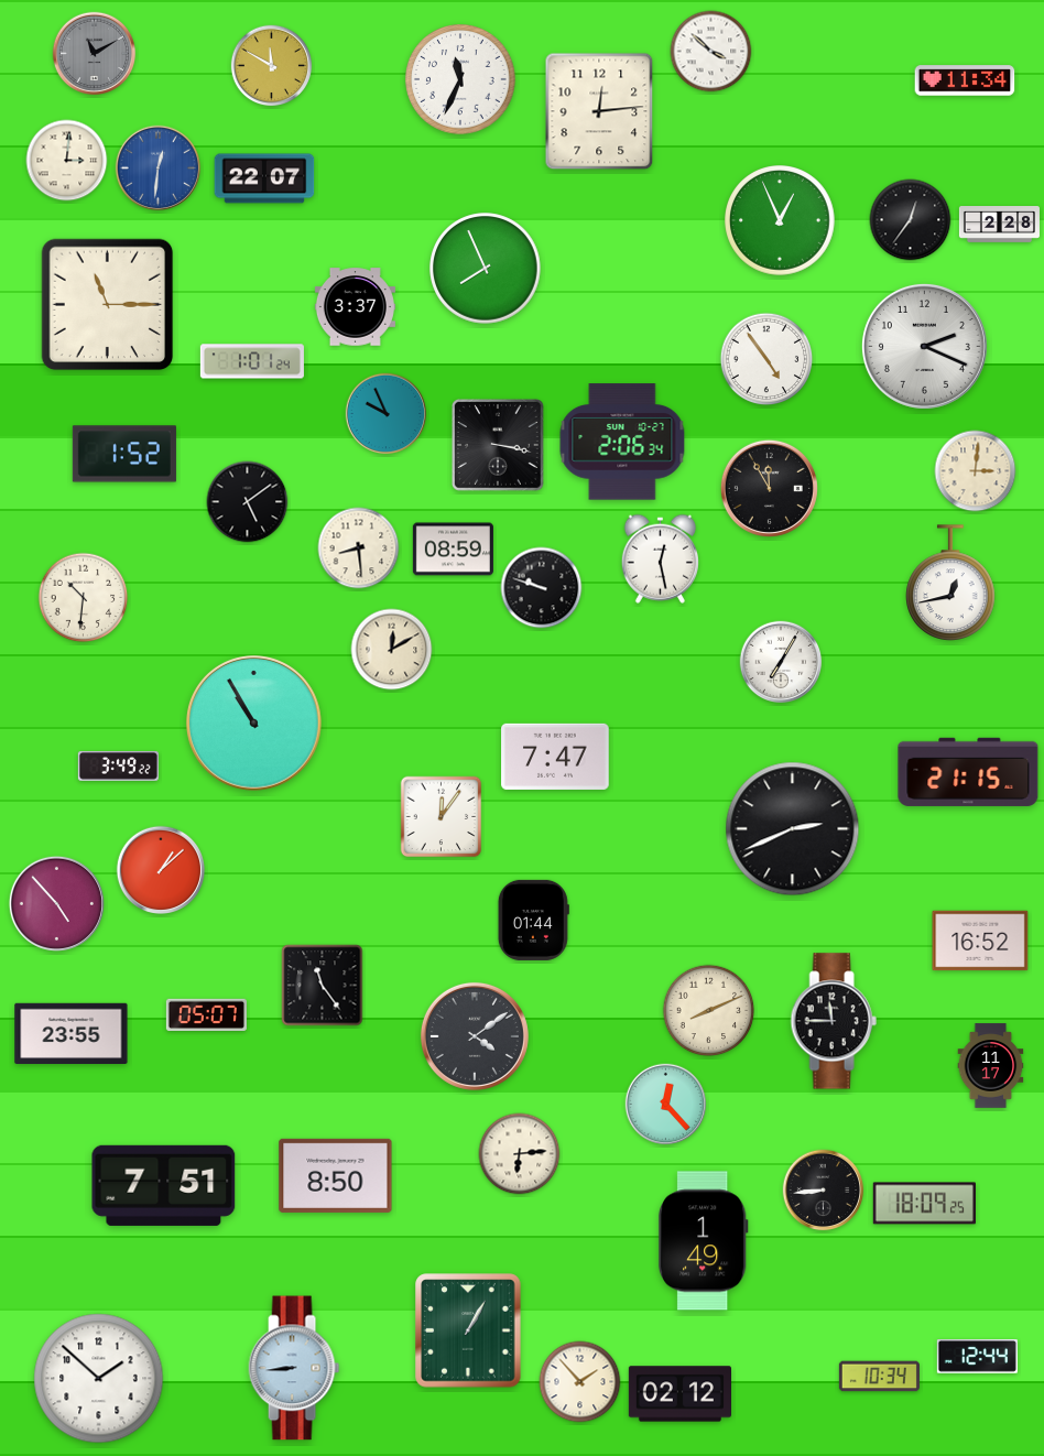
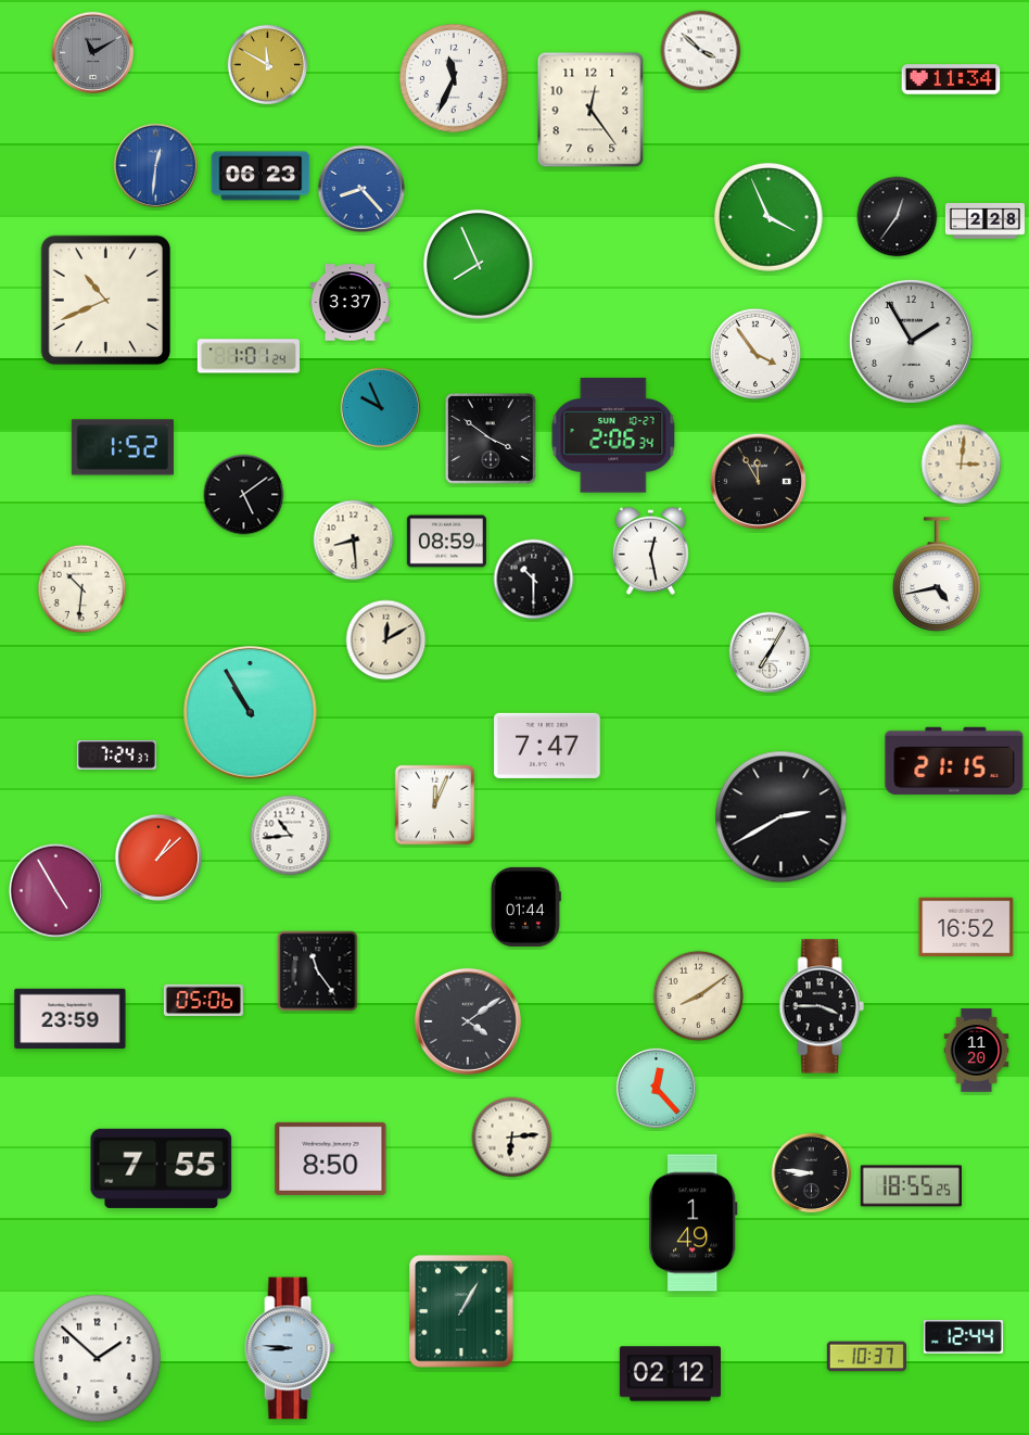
clock at (599, 111): 12:14 -> 12:24
clock at (67, 161): 3:01 -> none
clock at (264, 178): 22:07 -> 06:23
clock at (360, 188): none -> 8:23
clock at (780, 220): 12:56 -> 3:56
clock at (108, 305): 11:15 -> 10:41
clock at (924, 346): 2:19 -> 1:55
clock at (766, 359): 4:54 -> 3:54
clock at (498, 445): 3:17 -> 3:51
clock at (950, 583): 12:43 -> 4:43
clock at (542, 588): 9:48 -> 10:30
clock at (118, 767): 3:49 -> 7:24
clock at (442, 817): 12:06 -> 12:04
clock at (793, 829): 2:41 -> 2:40
clock at (291, 836): none -> 10:44
clock at (56, 903): 4:53 -> 4:55
clock at (709, 1011): 8:11 -> 8:09
clock at (206, 1014): 05:07 -> 05:06
clock at (834, 1021): 11:45 -> 3:45
clock at (72, 1033): 23:55 -> 23:59
clock at (991, 1066): 11:17 -> 11:20
clock at (164, 1185): 7:51 -> 7:55
clock at (824, 1191): 8:44 -> 8:46
clock at (924, 1204): 18:09 -> 18:55
clock at (294, 1368): 8:44 -> 8:46
clock at (879, 1377): 10:34 -> 10:37
clock at (580, 1382): 1:53 -> none
